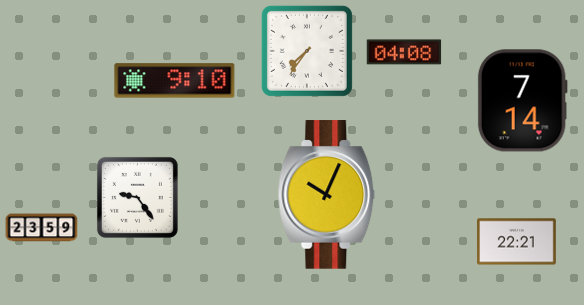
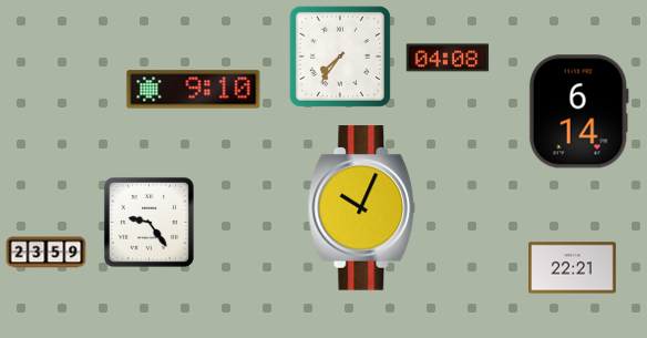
clock at (522, 101): 7:14 -> 6:14
clock at (327, 195) position: (327, 195) -> (362, 208)
clock at (137, 197) position: (137, 197) -> (148, 222)
